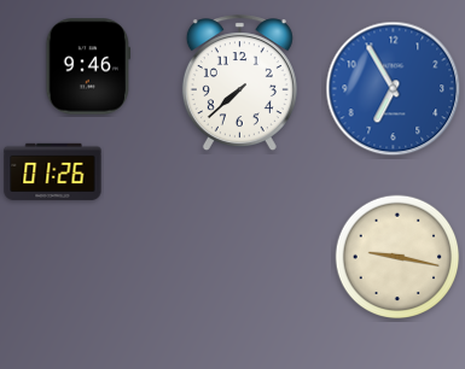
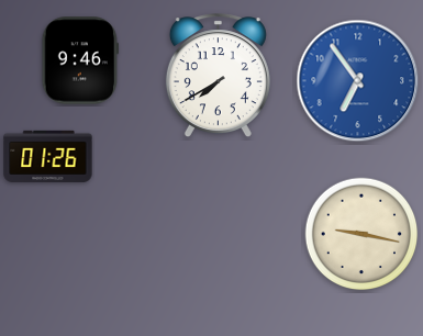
clock at (239, 83): 7:38 -> 7:40
clock at (394, 89): 6:55 -> 6:54
